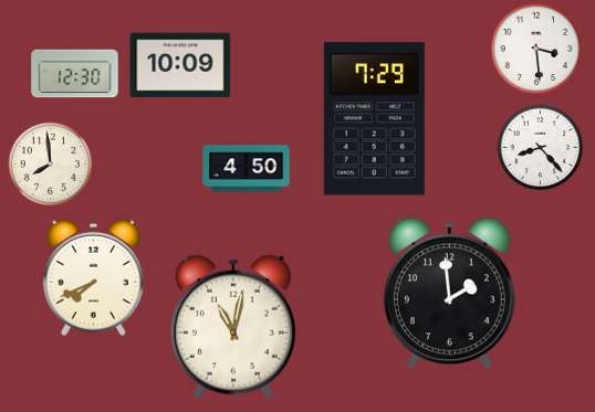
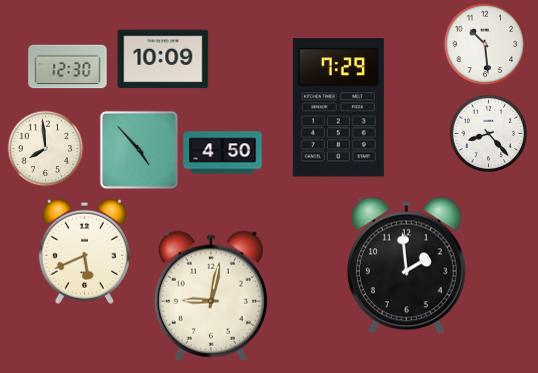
clock at (536, 49): 3:29 -> 10:29
clock at (139, 150): none -> 4:53
clock at (93, 277): 7:41 -> 5:41
clock at (233, 327): 11:02 -> 9:02
